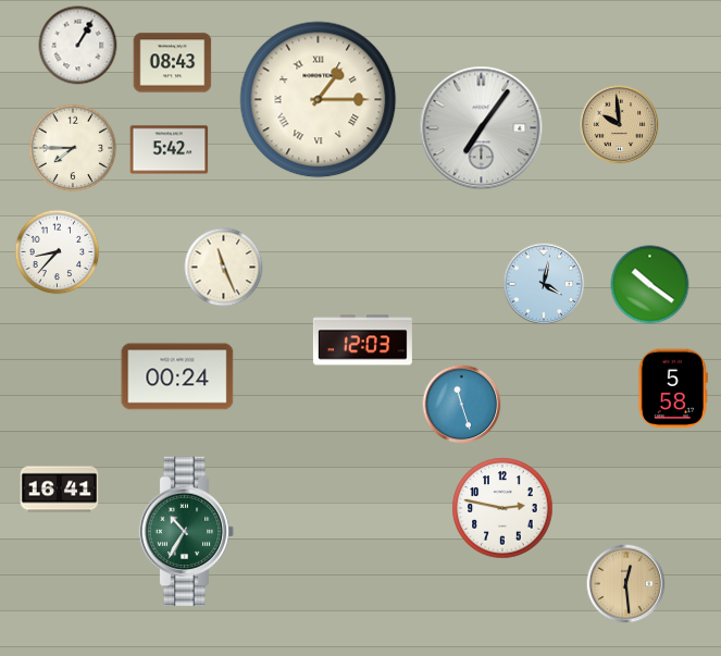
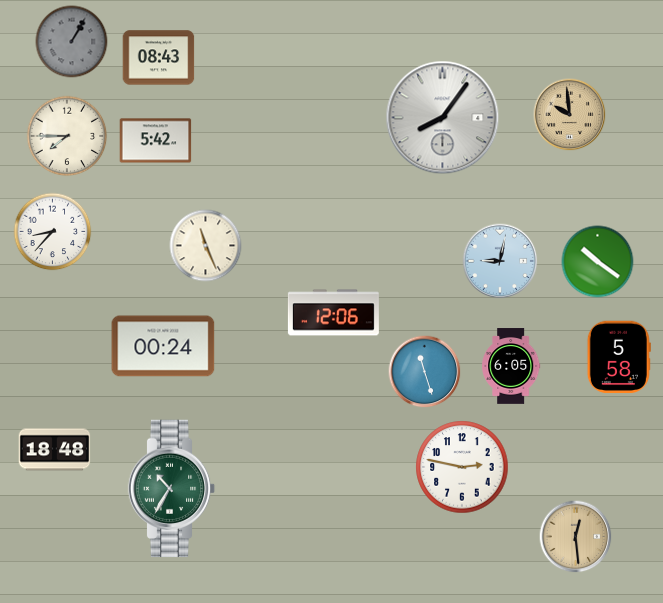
clock at (78, 46) dial: white -> grey
clock at (319, 100): 1:15 -> none
clock at (482, 128): 7:06 -> 8:06
clock at (170, 150) position: (170, 150) -> (156, 141)
clock at (544, 284): 4:02 -> 9:02
clock at (362, 341): 12:03 -> 12:06
clock at (511, 366): none -> 6:05
clock at (60, 490): 16:41 -> 18:48
